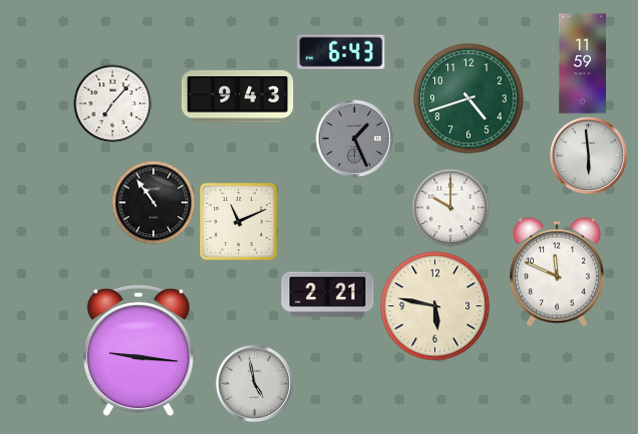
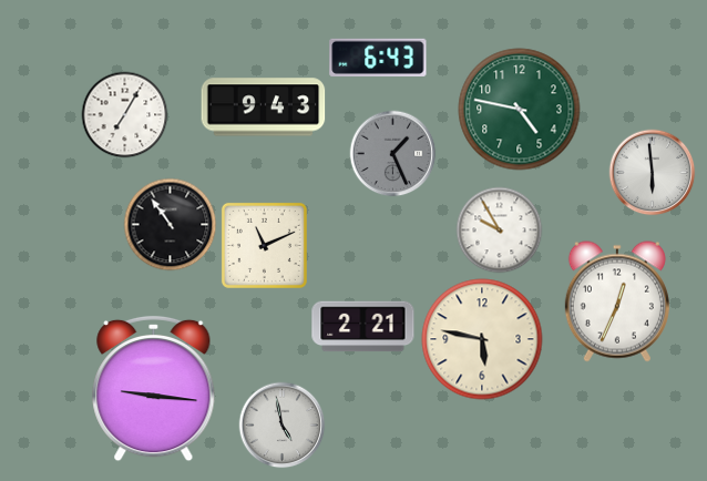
clock at (582, 64): 11:59 -> none
clock at (469, 99): 4:42 -> 4:47
clock at (112, 103): 7:07 -> 7:05
clock at (450, 207): 10:00 -> 9:55
clock at (557, 272): 11:49 -> 12:34
